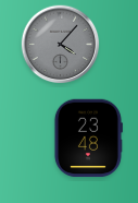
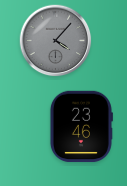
clock at (88, 139): 23:48 -> 23:46
